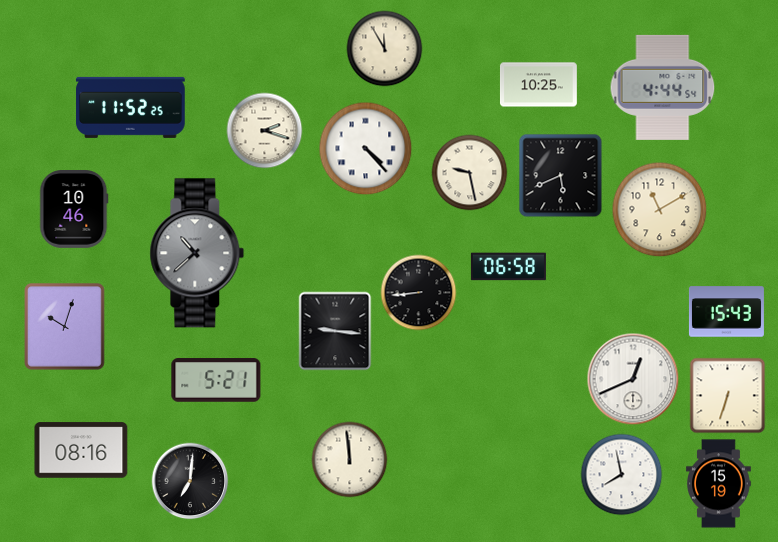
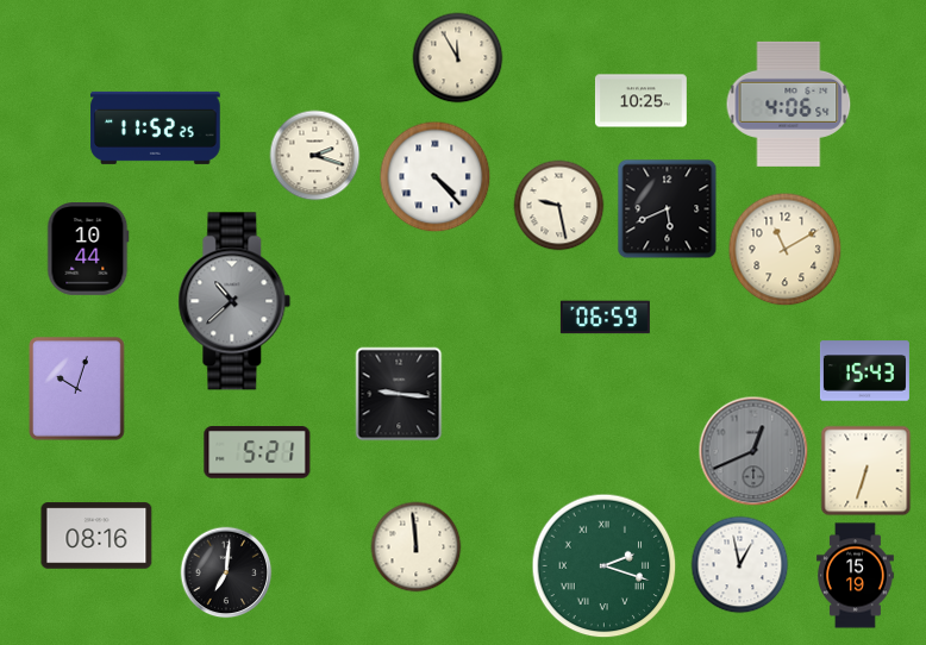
clock at (663, 87): 4:44 -> 4:06
clock at (74, 210): 10:46 -> 10:44
clock at (508, 267): 06:58 -> 06:59
clock at (419, 293): 8:44 -> none
clock at (633, 379) dial: white -> grey
clock at (622, 475): 7:58 -> 12:58
clock at (605, 566): none -> 2:18
